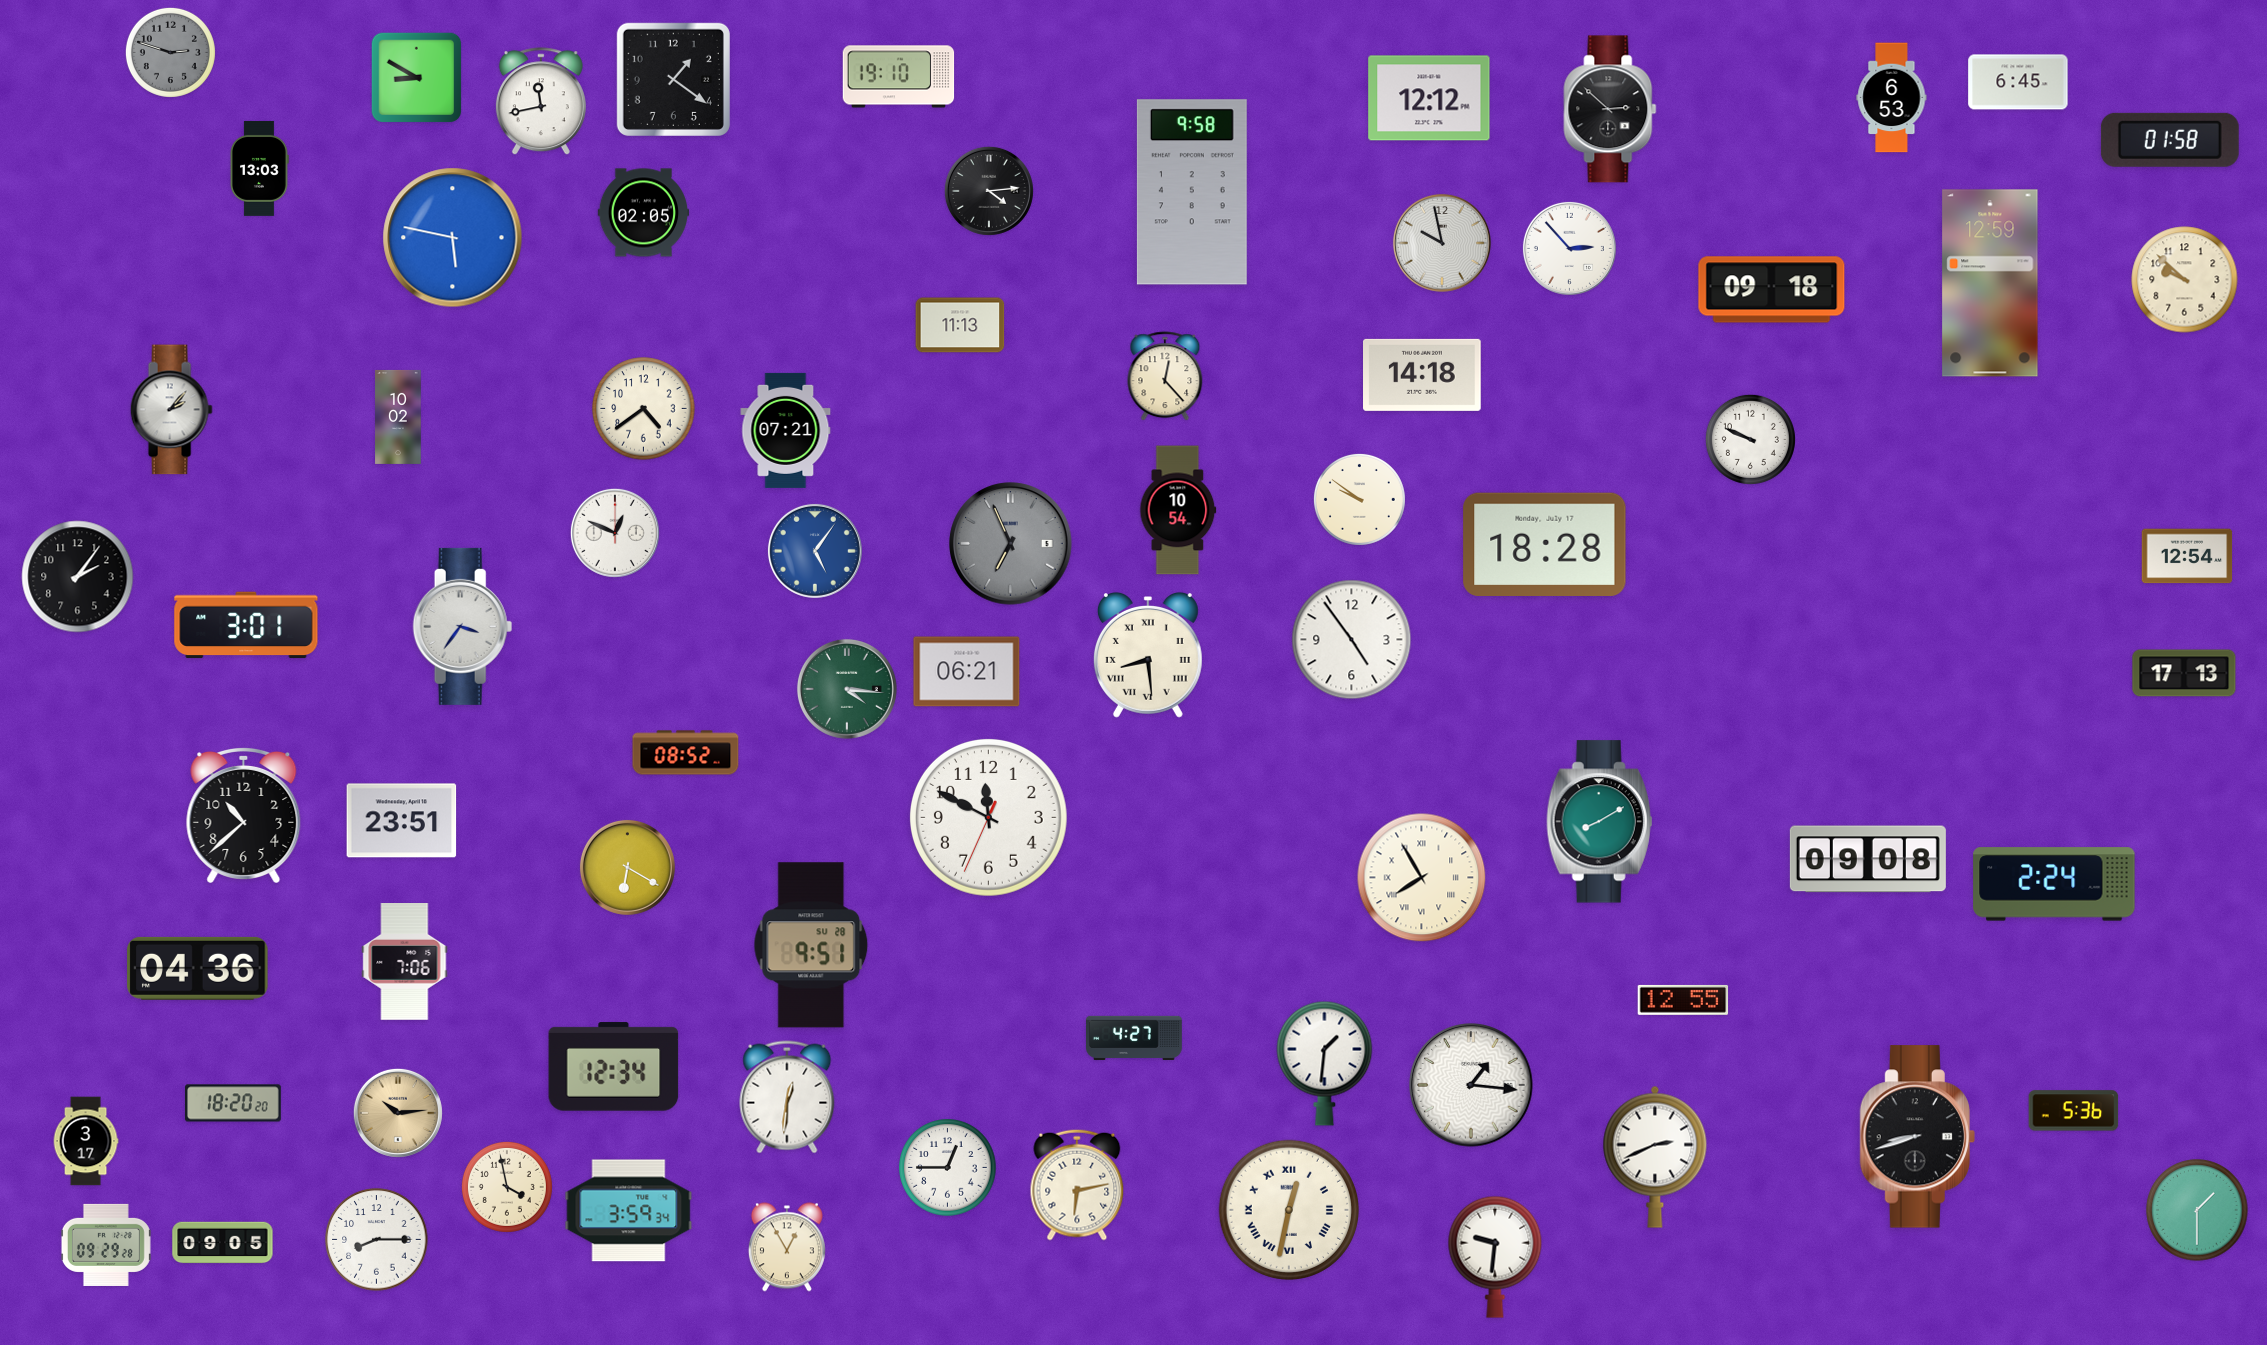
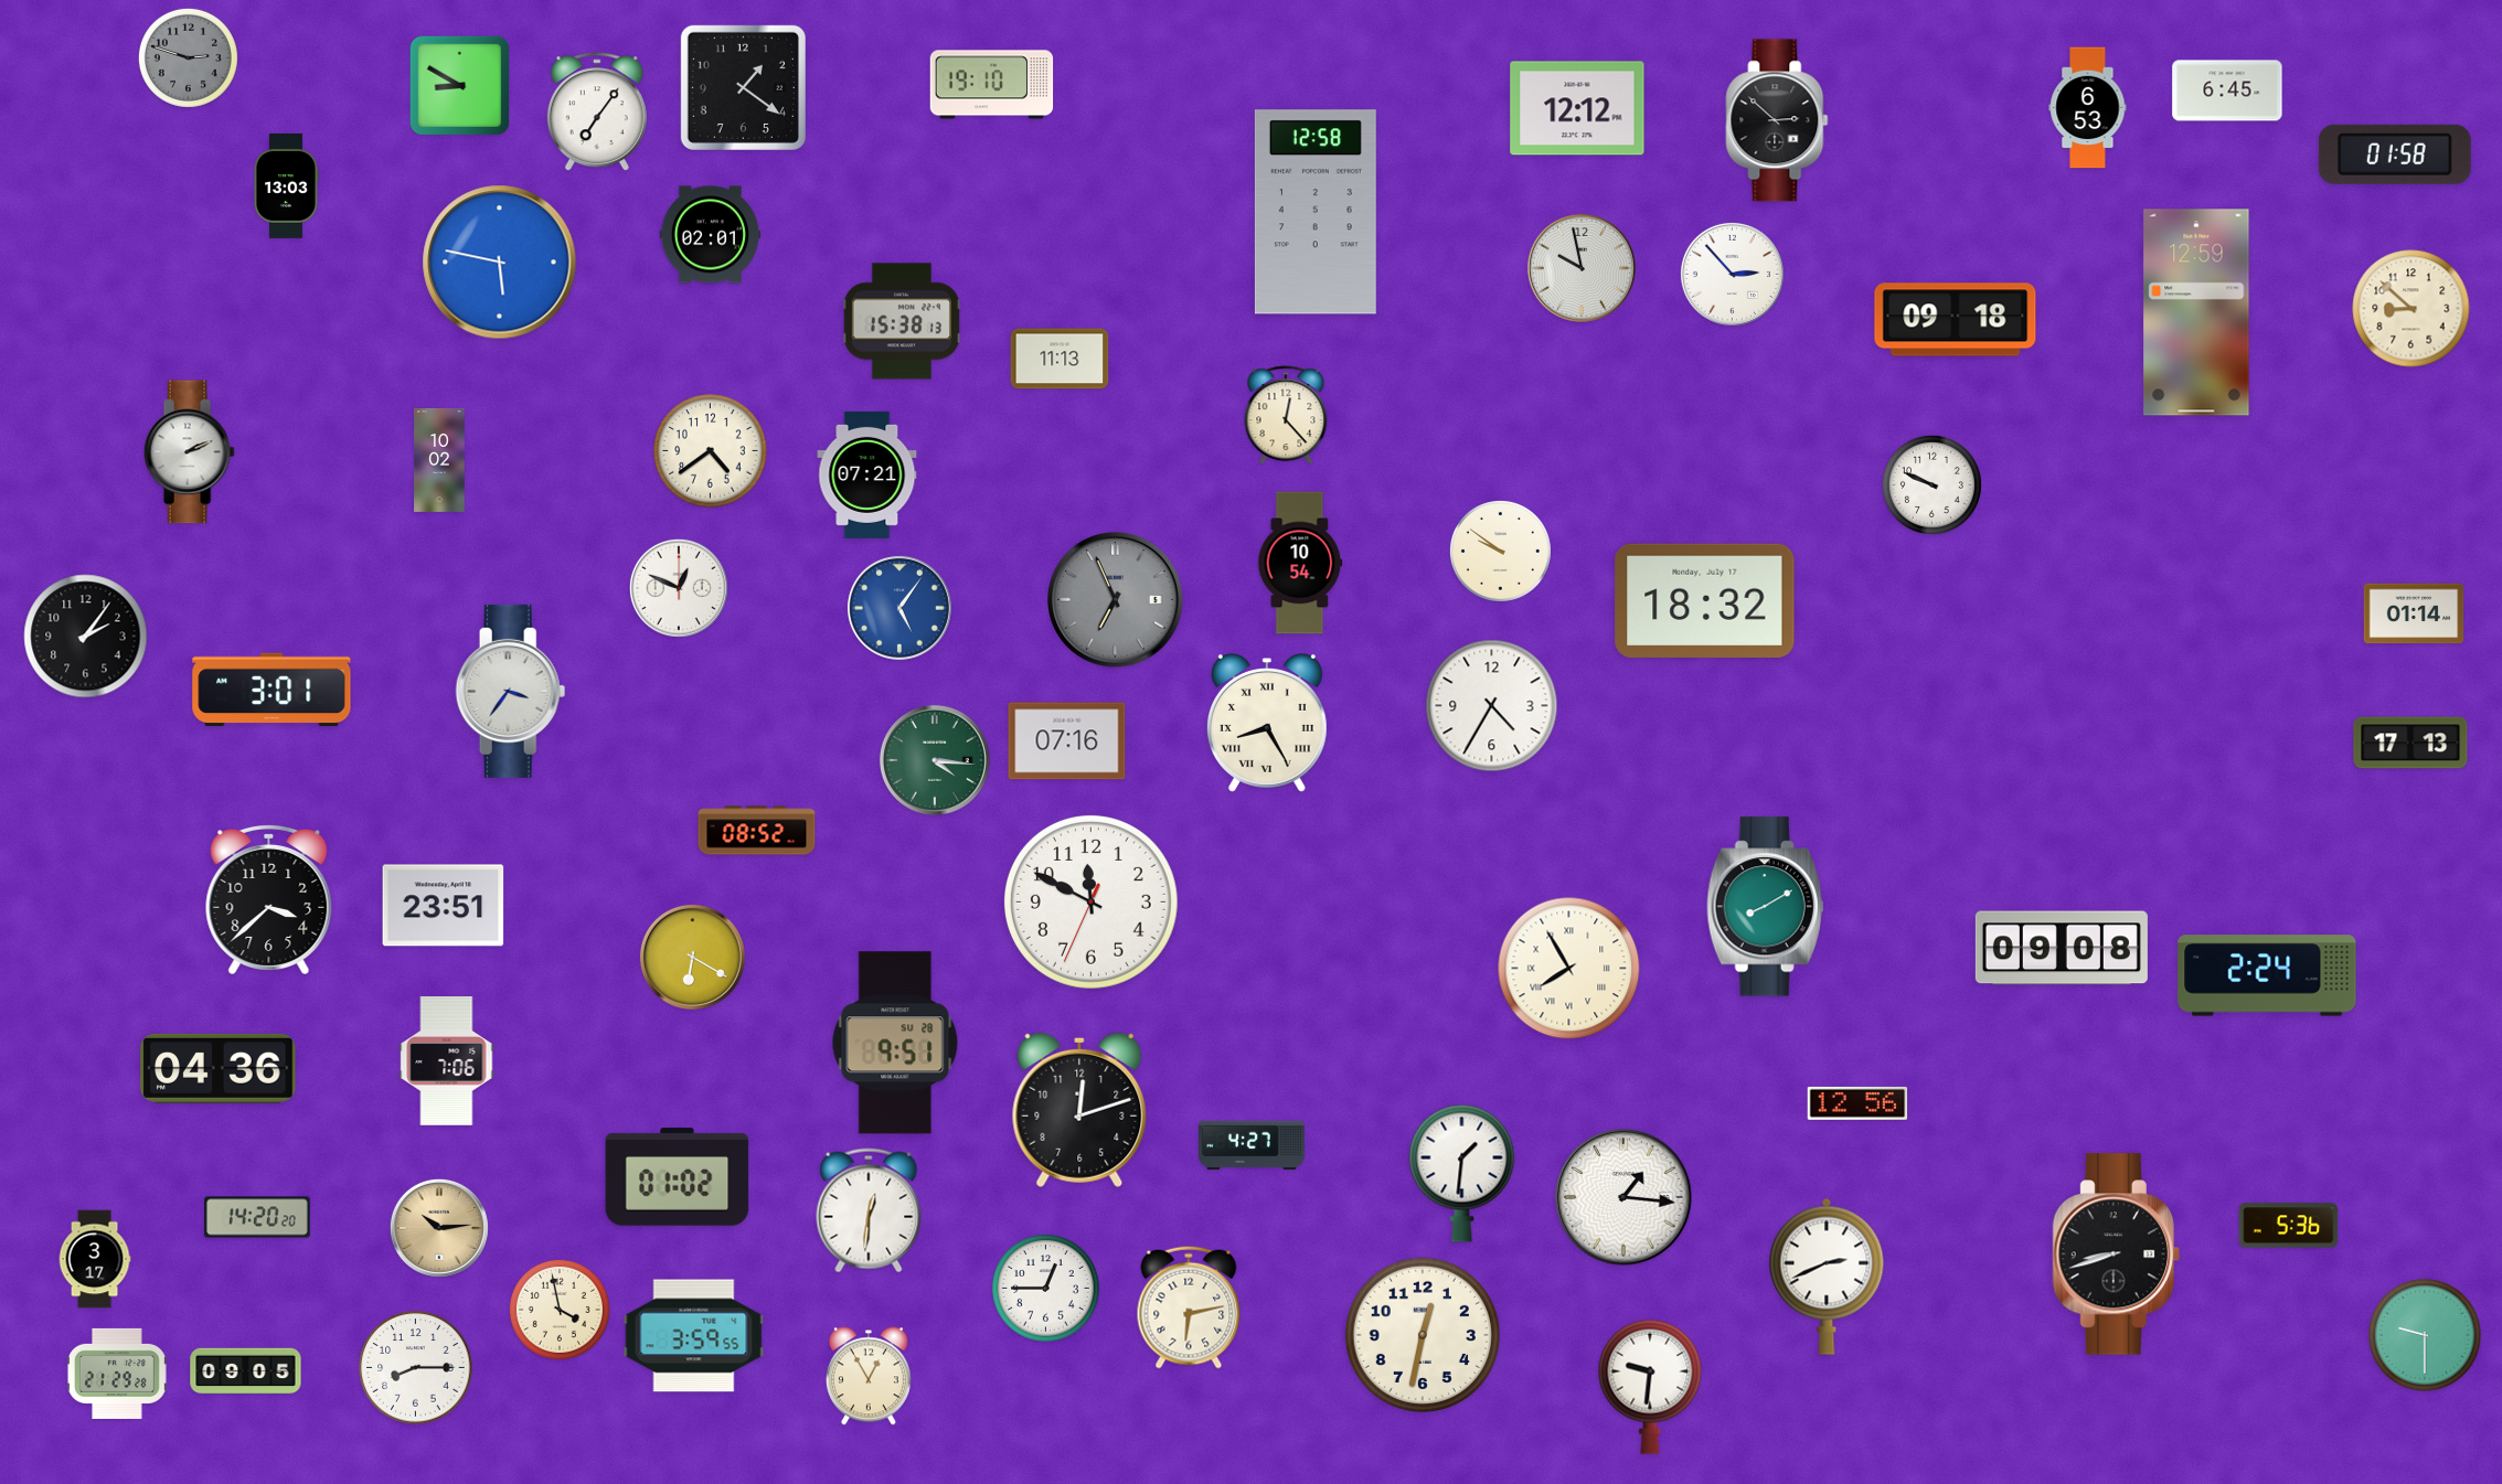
clock at (541, 102): 11:43 -> 7:06
clock at (989, 191): 4:14 -> none
clock at (1192, 192): 9:58 -> 12:58
clock at (644, 213): 02:05 -> 02:01
clock at (1442, 243) position: (1442, 243) -> (1582, 268)
clock at (2185, 280): 9:52 -> 8:52
clock at (902, 321): none -> 15:38
clock at (1423, 375): 14:18 -> none
clock at (171, 410): 2:07 -> 2:11
clock at (1545, 544): 18:28 -> 18:32
clock at (2187, 556): 12:54 -> 01:14
clock at (1352, 640): 4:54 -> 4:35
clock at (1148, 656): 8:29 -> 8:25
clock at (967, 672): 06:21 -> 07:16
clock at (244, 815): 10:38 -> 3:38
clock at (1683, 1000): 12:55 -> 12:56
clock at (1079, 1110): none -> 12:12
clock at (614, 1067): 12:34 -> 01:02
clock at (234, 1103): 18:20 -> 14:20
clock at (1288, 1209) numerals: Roman -> Arabic
clock at (2197, 1210): 1:30 -> 9:30
clock at (629, 1211): 3:59:34 -> 3:59:55
clock at (106, 1245): 09:29 -> 21:29
